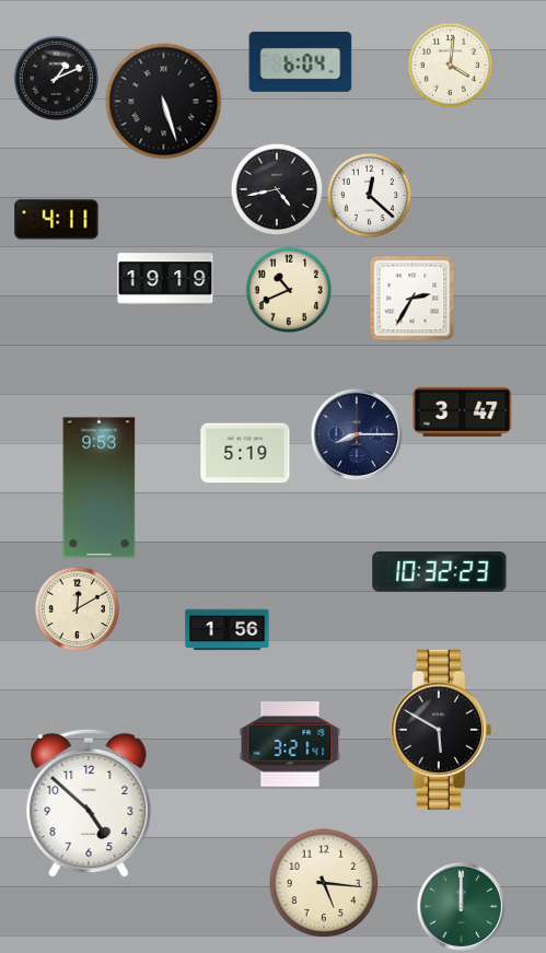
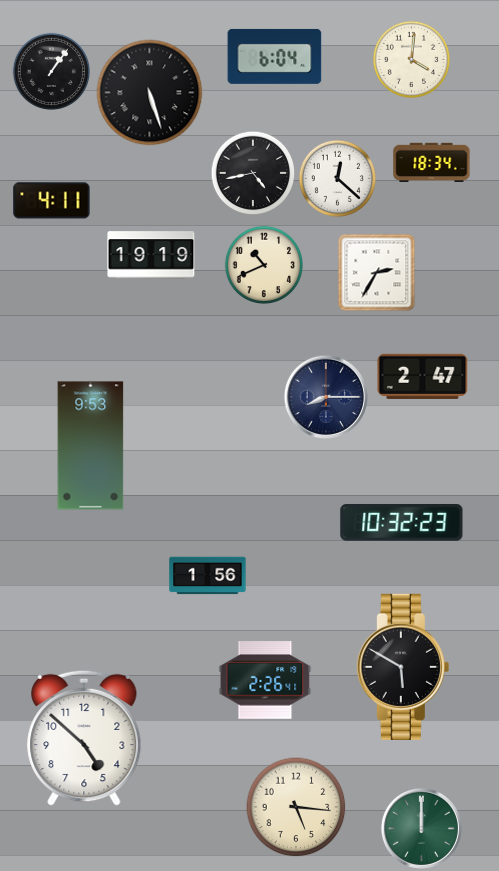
clock at (56, 78): 1:11 -> 1:06
clock at (432, 162): none -> 18:34
clock at (463, 411): 3:47 -> 2:47
clock at (245, 453): 5:19 -> none
clock at (77, 608): 12:10 -> none
clock at (290, 745): 3:21 -> 2:26
clock at (89, 803) position: (89, 803) -> (84, 738)
